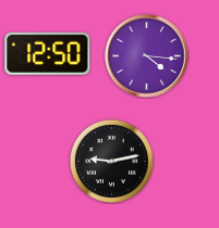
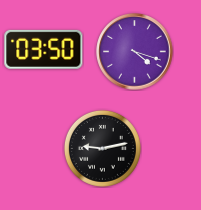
clock at (48, 53): 12:50 -> 03:50
clock at (147, 56): 4:16 -> 4:18
